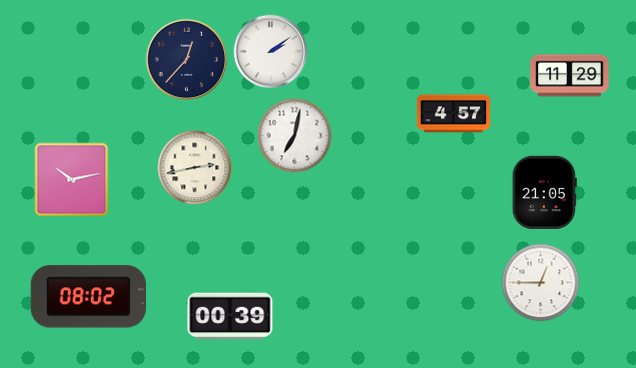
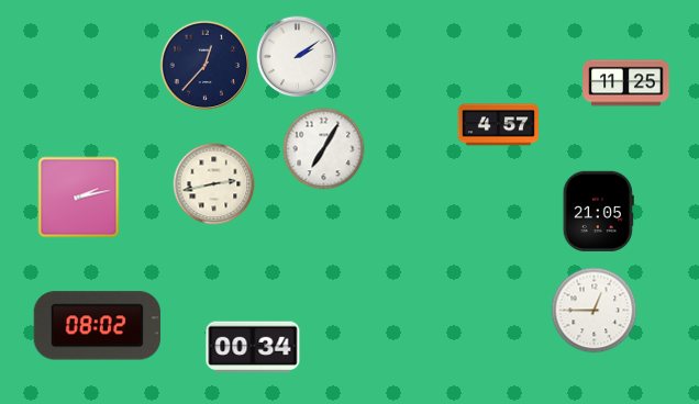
clock at (570, 76): 11:29 -> 11:25
clock at (295, 136): 7:02 -> 7:05
clock at (72, 180): 10:13 -> 2:13
clock at (230, 316): 00:39 -> 00:34
